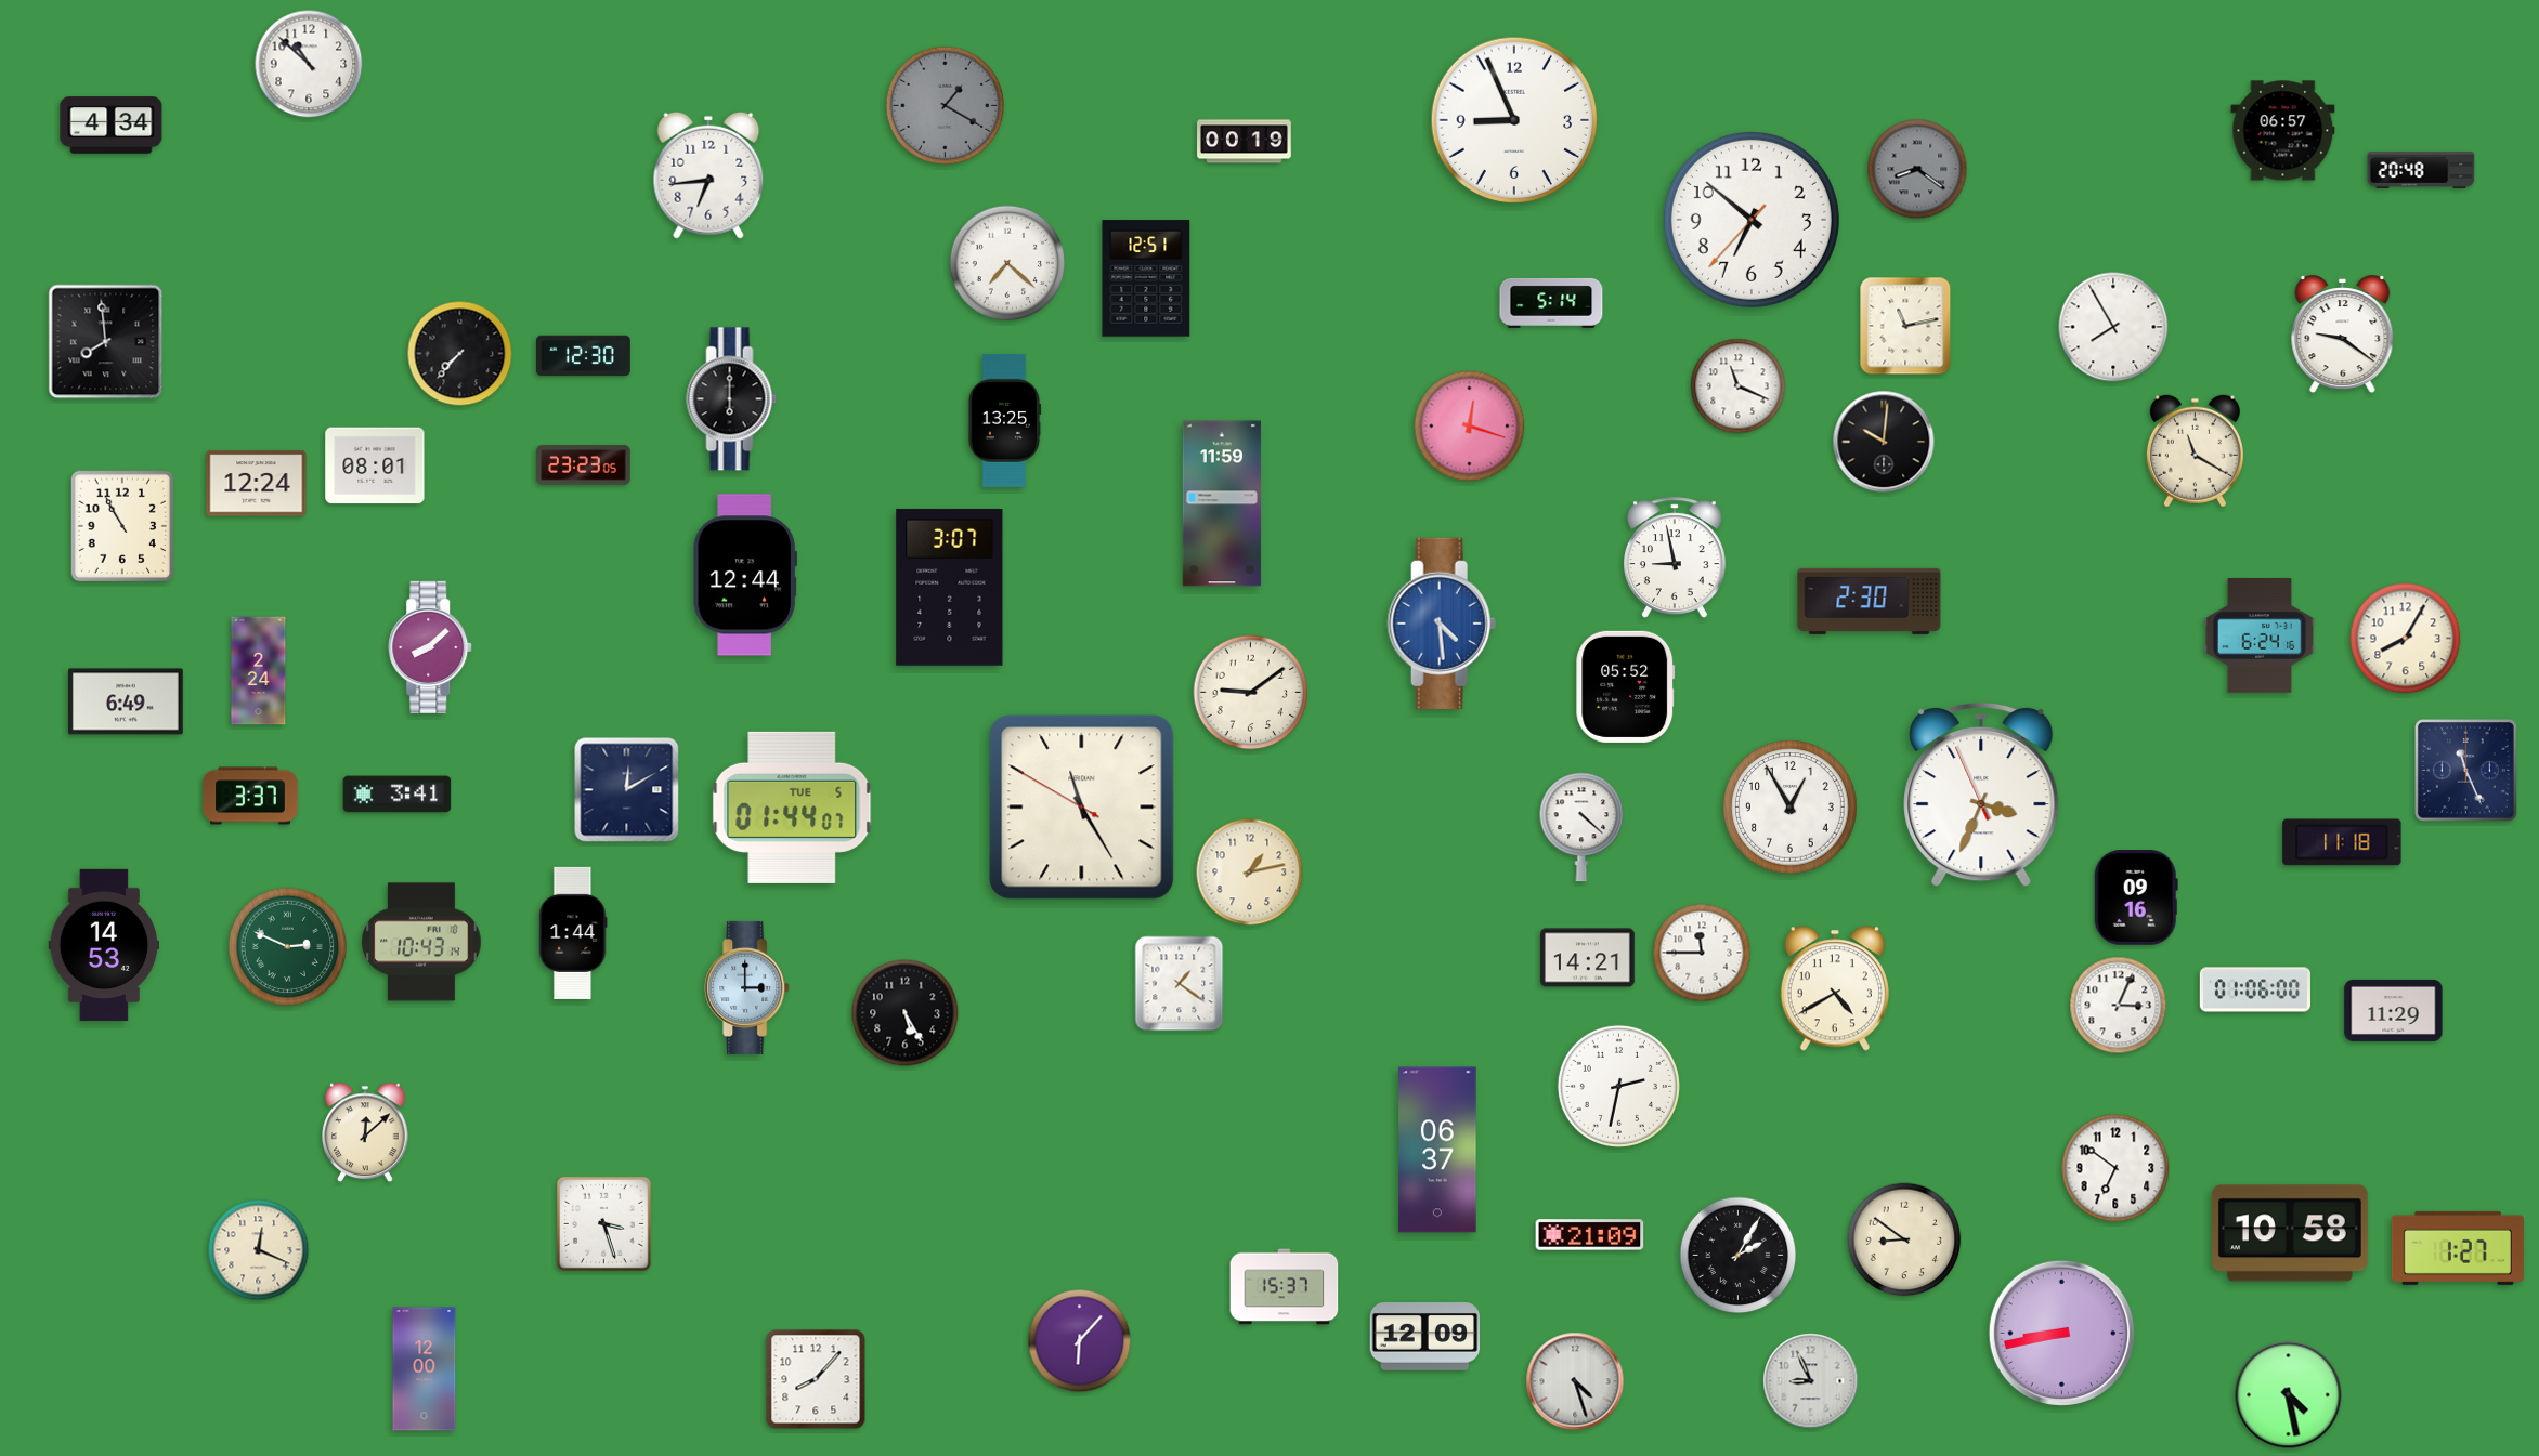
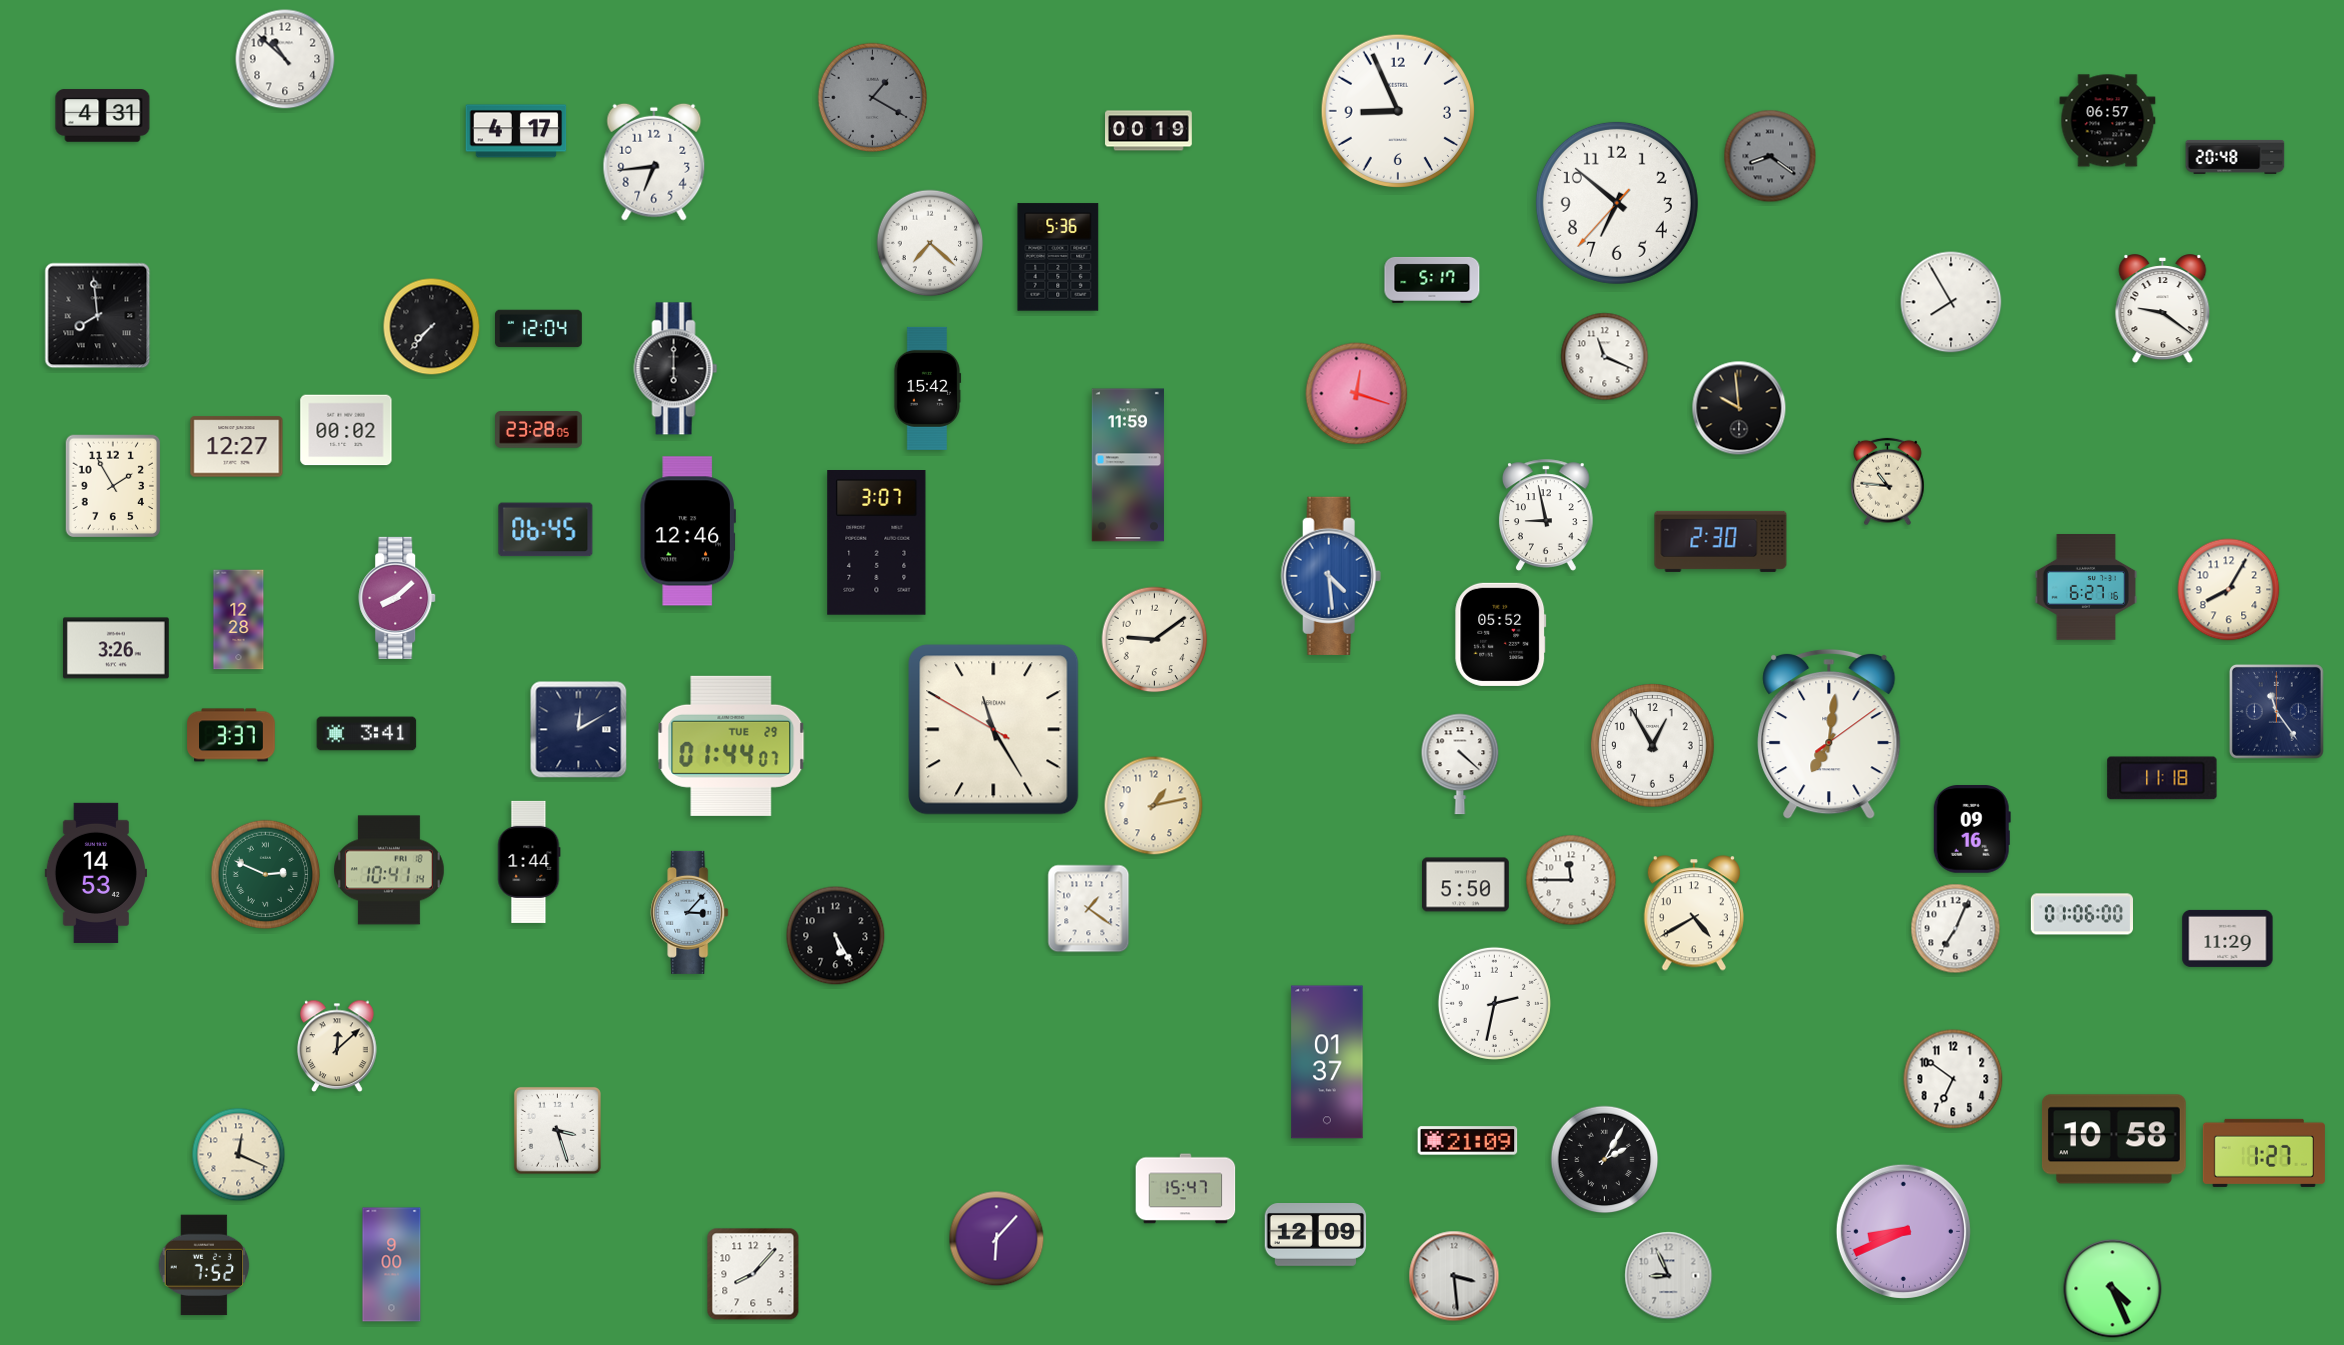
clock at (112, 126): 4:34 -> 4:31
clock at (516, 131): none -> 4:17
clock at (1146, 278): 12:51 -> 5:36
clock at (1551, 303): 5:14 -> 5:17
clock at (1905, 326): 11:13 -> none
clock at (460, 354) position: (460, 354) -> (432, 327)
clock at (584, 356): 12:30 -> 12:04
clock at (1004, 420): 13:25 -> 15:42
clock at (1884, 442): 10:01 -> 9:59
clock at (2195, 451): 11:20 -> none
clock at (375, 465): 08:01 -> 00:02
clock at (584, 465): 23:23 -> 23:28
clock at (257, 484): 12:24 -> 12:27
clock at (1888, 482): none -> 10:46
clock at (122, 526): 10:55 -> 1:55
clock at (546, 530): none -> 06:45
clock at (745, 575): 12:44 -> 12:46
clock at (1870, 601) position: (1870, 601) -> (1721, 541)
clock at (2260, 637): 6:24 -> 6:27
clock at (2406, 639) position: (2406, 639) -> (2229, 590)
clock at (259, 671): 2:24 -> 12:28
clock at (126, 701): 6:49 -> 3:26
clock at (2465, 770): 11:26 -> 11:24
clock at (1981, 795): 3:33 -> 7:01
clock at (792, 808) date: TUE 5 -> TUE 29
clock at (1082, 808) position: (1082, 808) -> (994, 730)
clock at (422, 942): 10:43 -> 10:41
clock at (1588, 958): 14:21 -> 5:50
clock at (747, 987): 3:00 -> 3:07
clock at (2119, 1006): 3:04 -> 7:04
clock at (2394, 1010) position: (2394, 1010) -> (2228, 938)
clock at (1437, 1150): 06:37 -> 01:37
clock at (1904, 1239): 8:51 -> none
clock at (2458, 1248) position: (2458, 1248) -> (2264, 1153)
clock at (1285, 1287): 15:37 -> 15:47
clock at (2061, 1333): 8:43 -> 8:41
clock at (204, 1265): none -> 7:52
clock at (425, 1369): 12:00 -> 9:00
clock at (1575, 1381): 4:27 -> 3:29
clock at (1811, 1381) position: (1811, 1381) -> (1669, 1276)
clock at (2289, 1395): 4:28 -> 4:26
